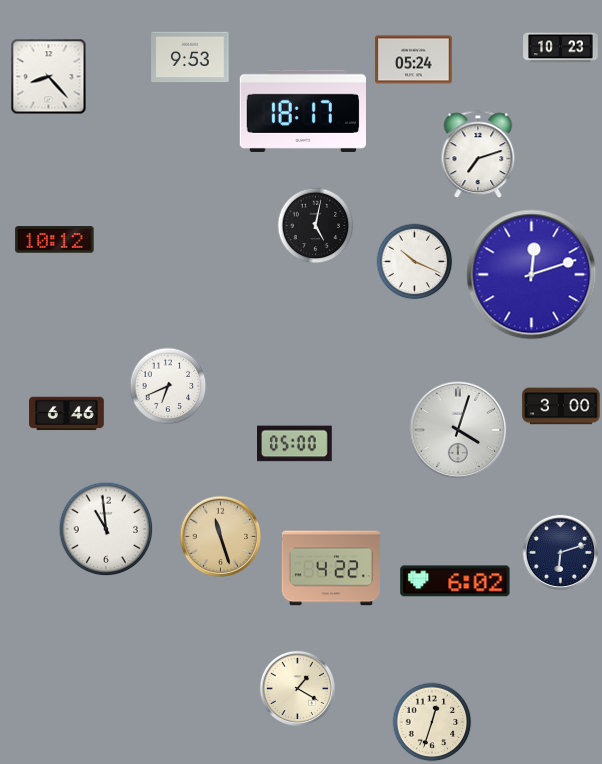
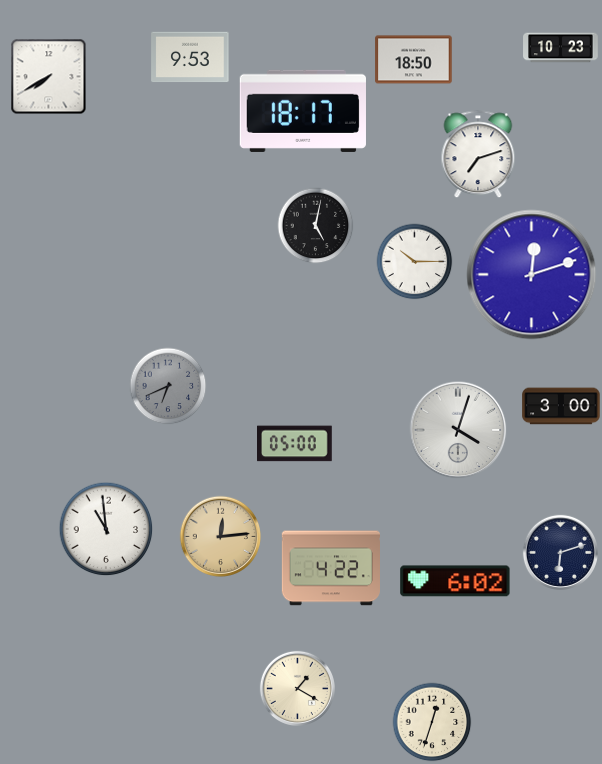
clock at (414, 60): 05:24 -> 18:50
clock at (49, 77): 8:23 -> 7:40
clock at (55, 240): 10:12 -> none
clock at (415, 262): 10:19 -> 10:15
clock at (168, 386) dial: white -> grey
clock at (67, 414): 6:46 -> none
clock at (221, 537): 11:27 -> 12:14
